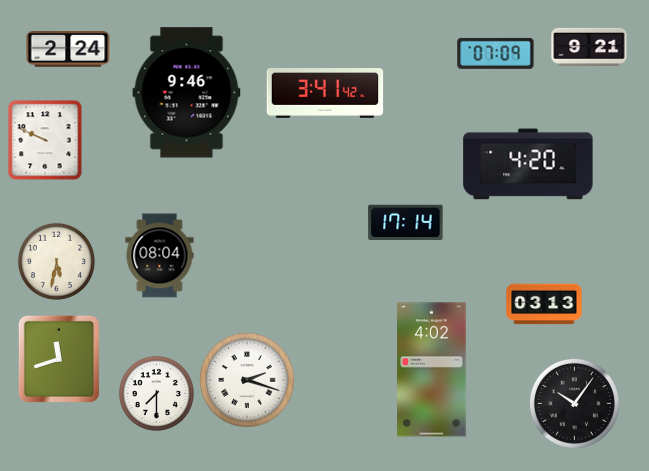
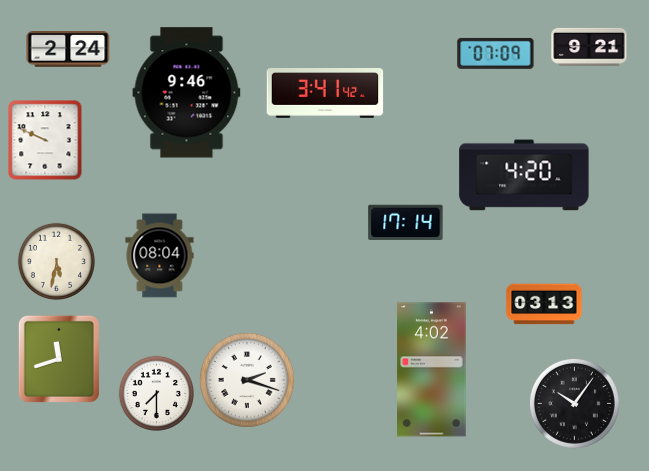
clock at (528, 164) position: (528, 164) -> (524, 175)
